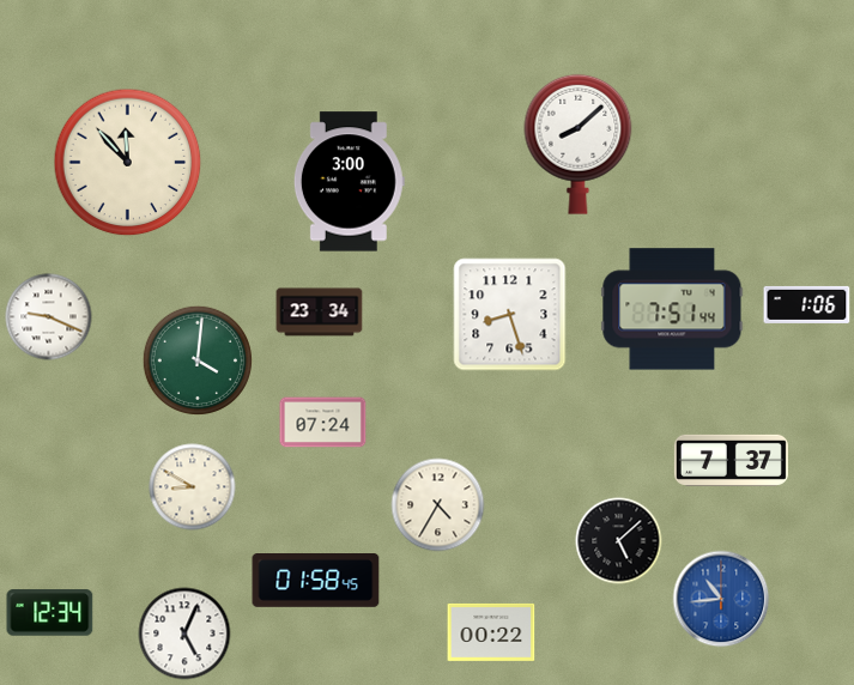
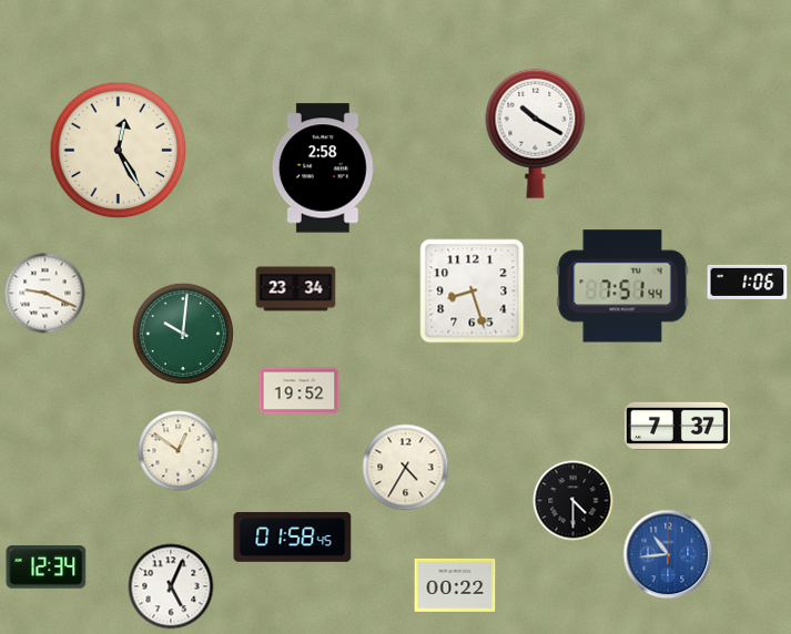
clock at (579, 144): 8:08 -> 10:20
clock at (128, 163): 11:53 -> 12:25
clock at (349, 182): 3:00 -> 2:58
clock at (198, 360): 4:01 -> 10:01
clock at (323, 423): 07:24 -> 19:52
clock at (193, 487): 8:50 -> 12:51
clock at (619, 541): 5:08 -> 4:30
